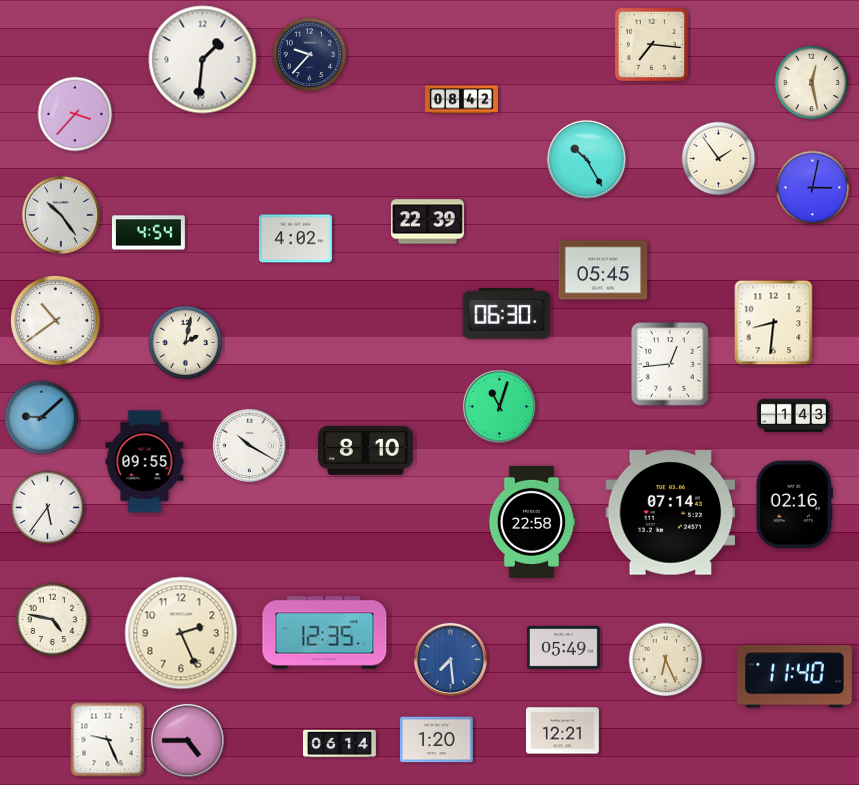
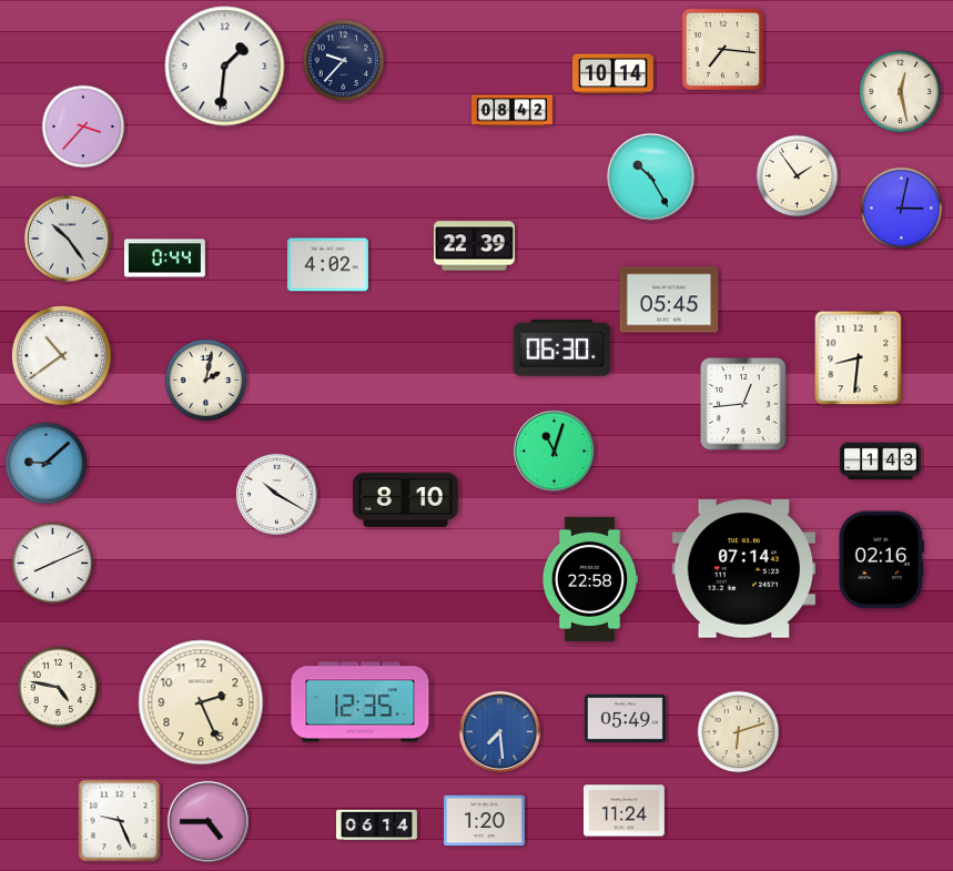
clock at (612, 74): none -> 10:14
clock at (148, 233): 4:54 -> 0:44
clock at (145, 462): 09:55 -> none
clock at (48, 508): 5:36 -> 8:11
clock at (666, 660): 6:26 -> 6:12
clock at (794, 677): 11:40 -> none
clock at (562, 731): 12:21 -> 11:24
